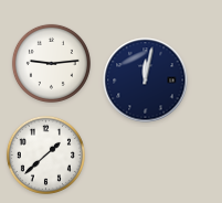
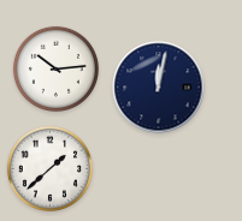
clock at (51, 63): 9:14 -> 10:14
